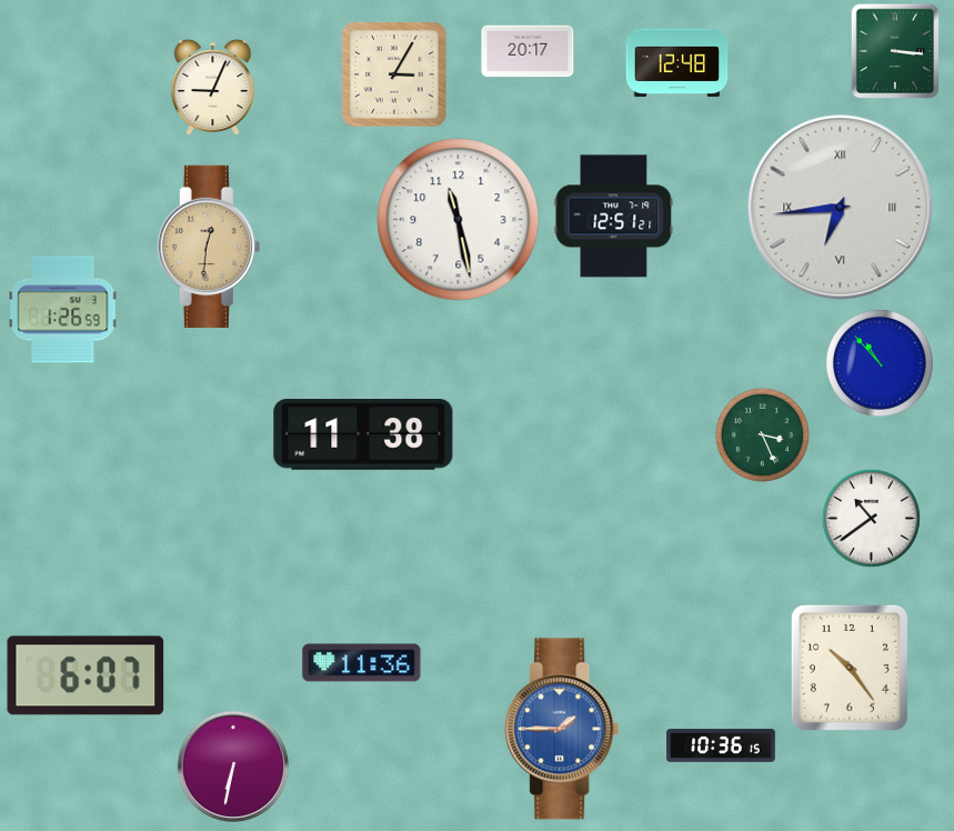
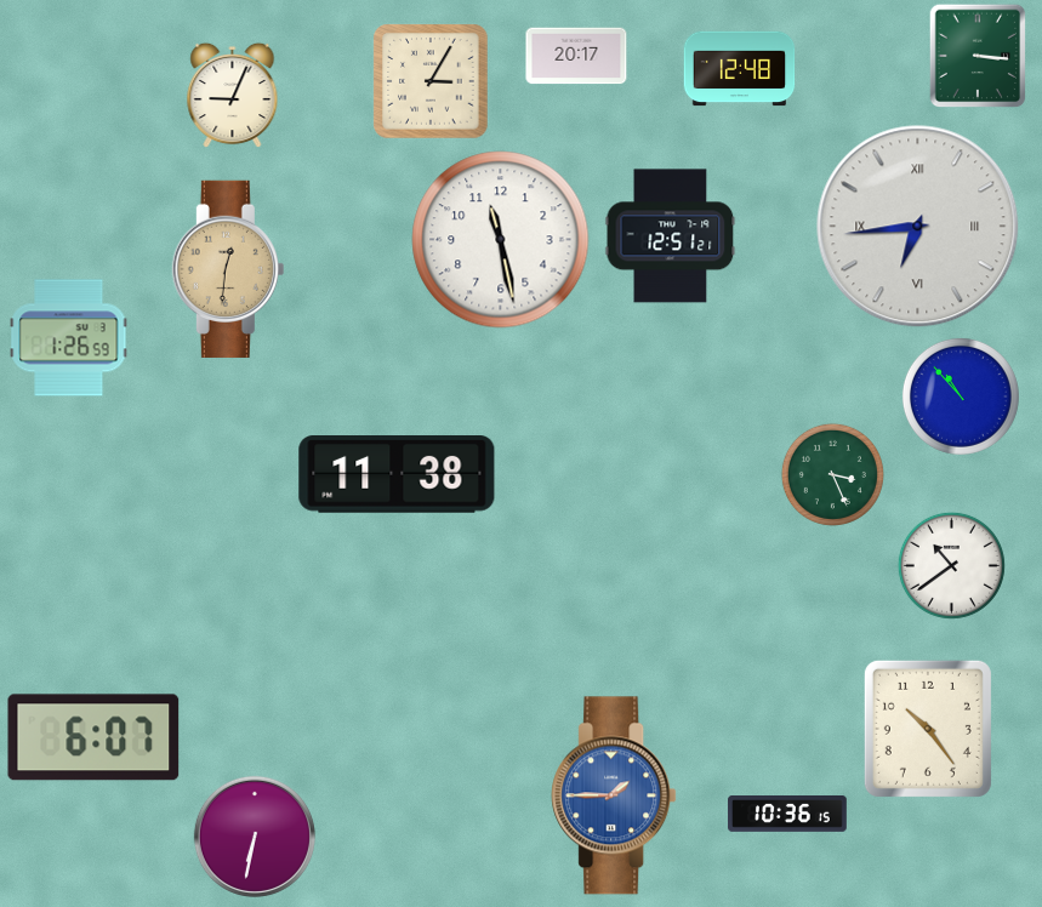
clock at (362, 663): 11:36 -> none
